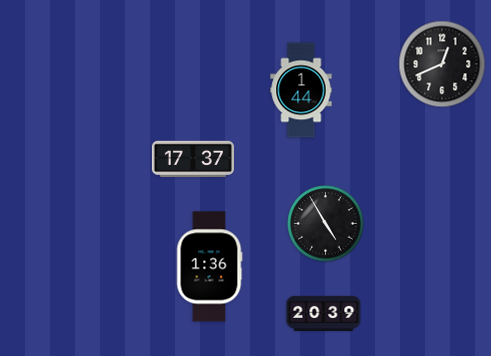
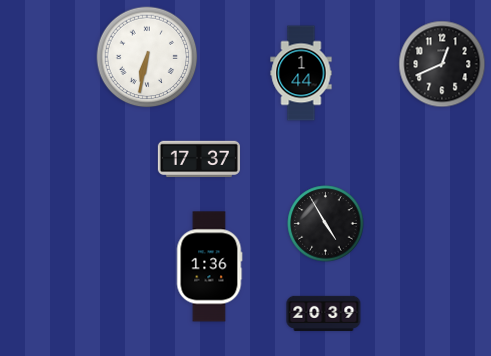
clock at (147, 57): none -> 6:32
clock at (301, 90) position: (301, 90) -> (301, 73)
clock at (192, 159) position: (192, 159) -> (198, 159)
